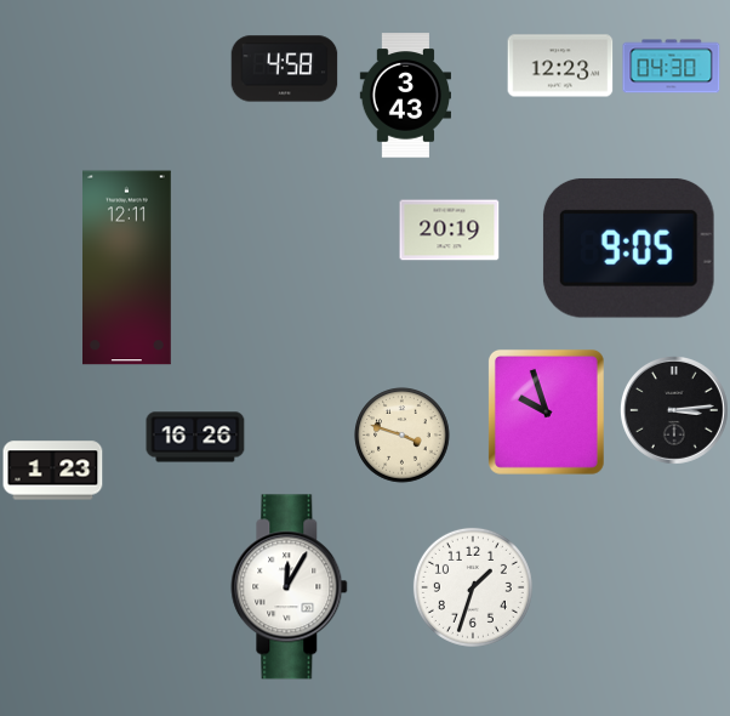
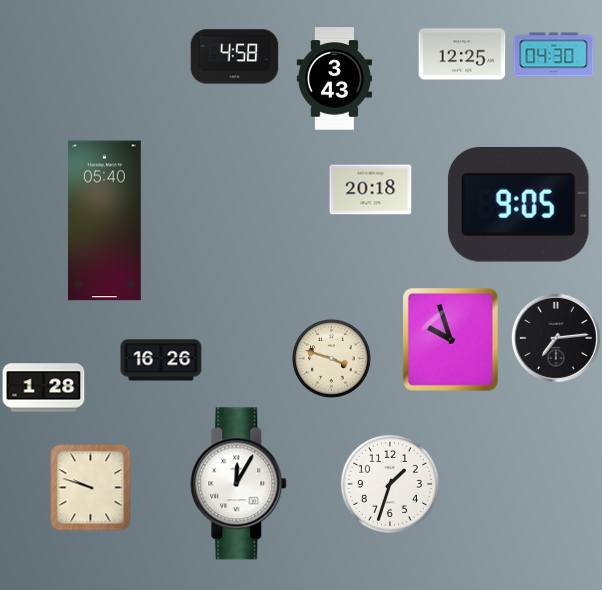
clock at (560, 66): 12:23 -> 12:25
clock at (450, 231): 20:19 -> 20:18
clock at (127, 268): 12:11 -> 05:40
clock at (674, 410): 3:14 -> 7:14
clock at (53, 471): 1:23 -> 1:28
clock at (91, 488): none -> 9:48
